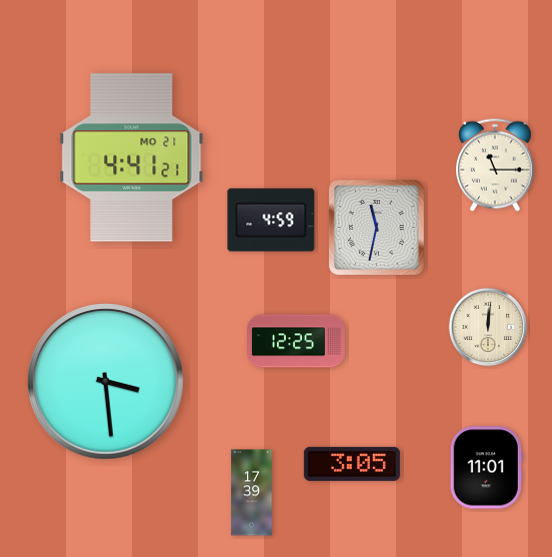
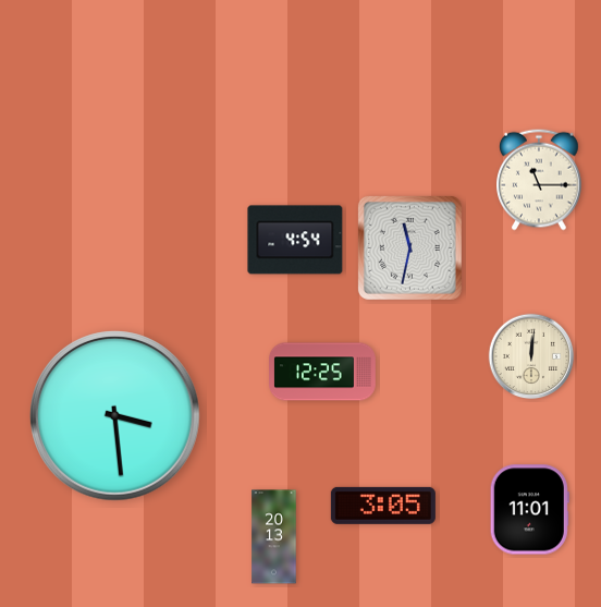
clock at (132, 158): 4:41 -> none
clock at (271, 220): 4:59 -> 4:54
clock at (252, 493): 17:39 -> 20:13
